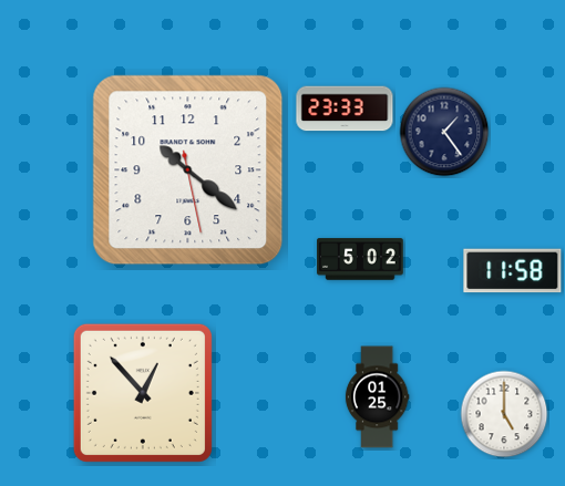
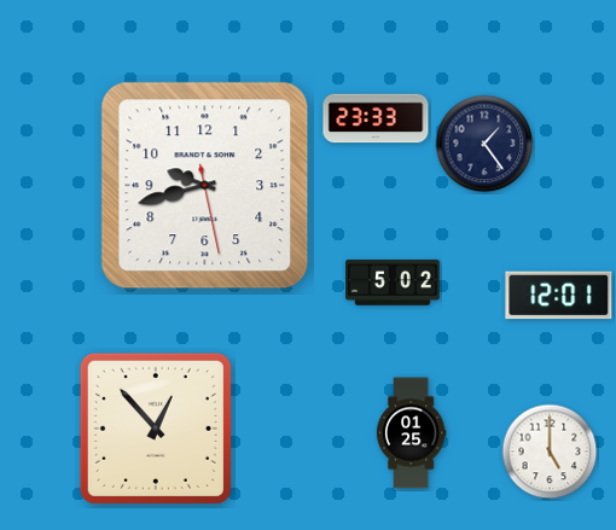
clock at (188, 170): 10:21 -> 9:42
clock at (513, 271): 11:58 -> 12:01
